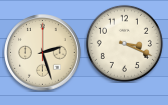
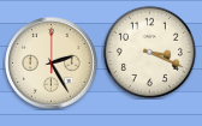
clock at (43, 53): 2:27 -> 2:25
